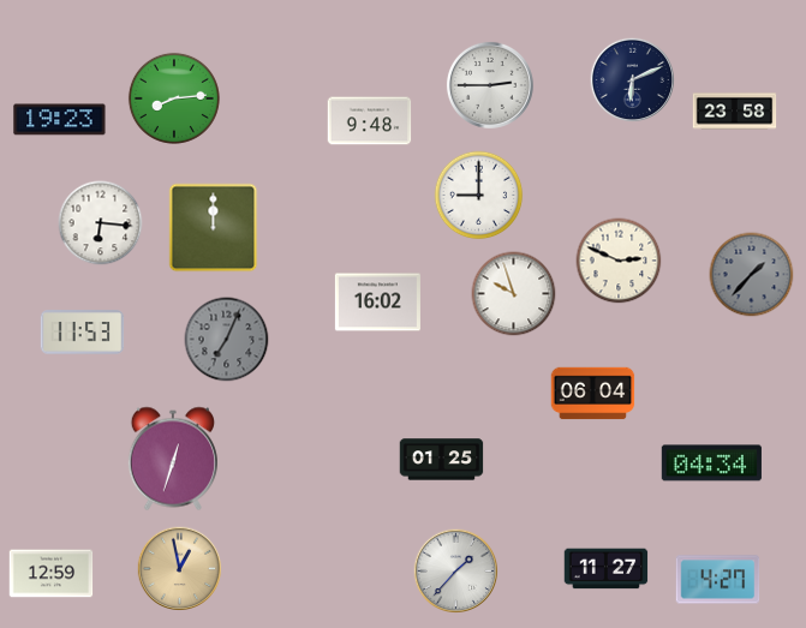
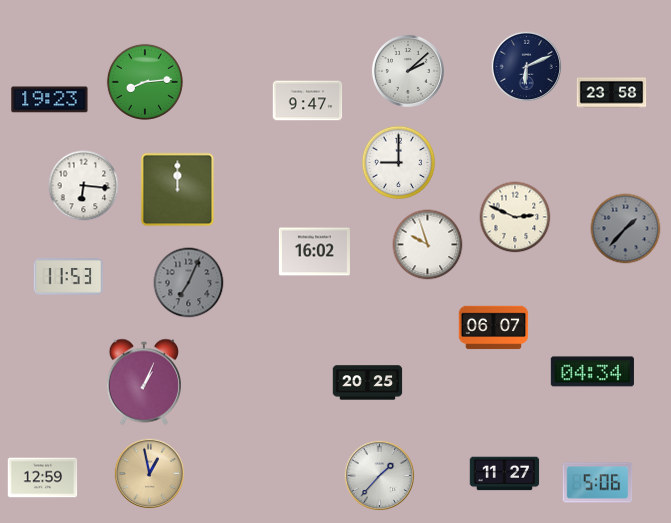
clock at (490, 85): 2:45 -> 2:08
clock at (370, 121): 9:48 -> 9:47
clock at (593, 394): 06:04 -> 06:07
clock at (173, 459): 12:33 -> 1:04
clock at (442, 460): 01:25 -> 20:25
clock at (711, 463) position: (711, 463) -> (592, 372)
clock at (718, 580): 4:27 -> 5:06
